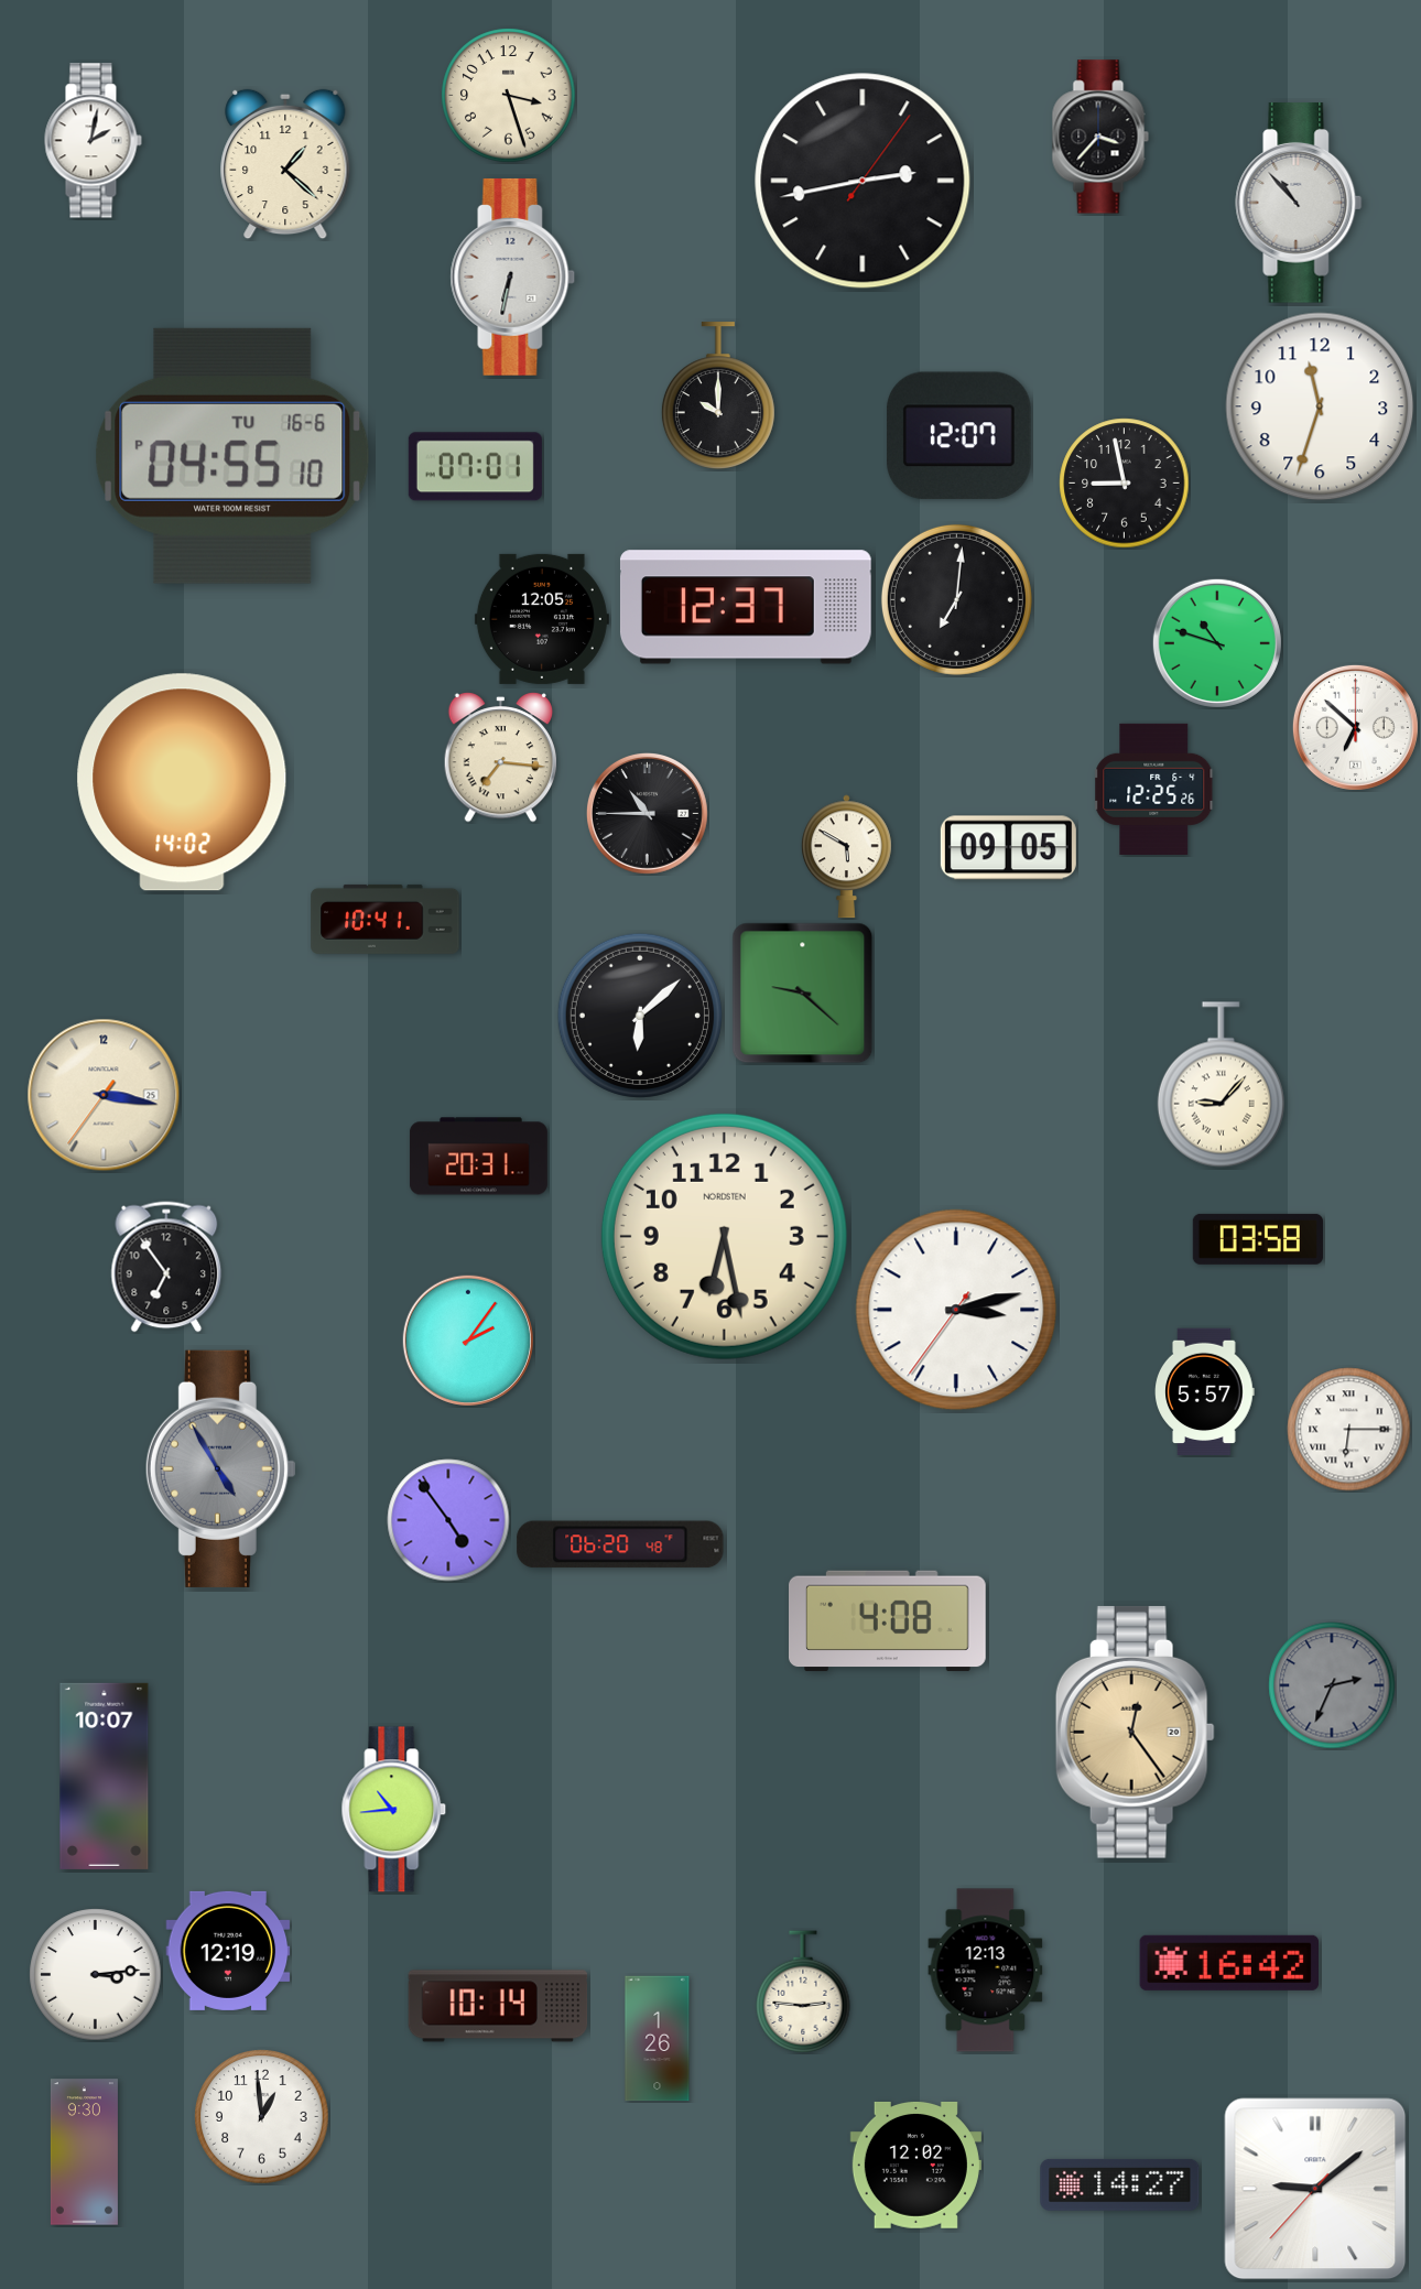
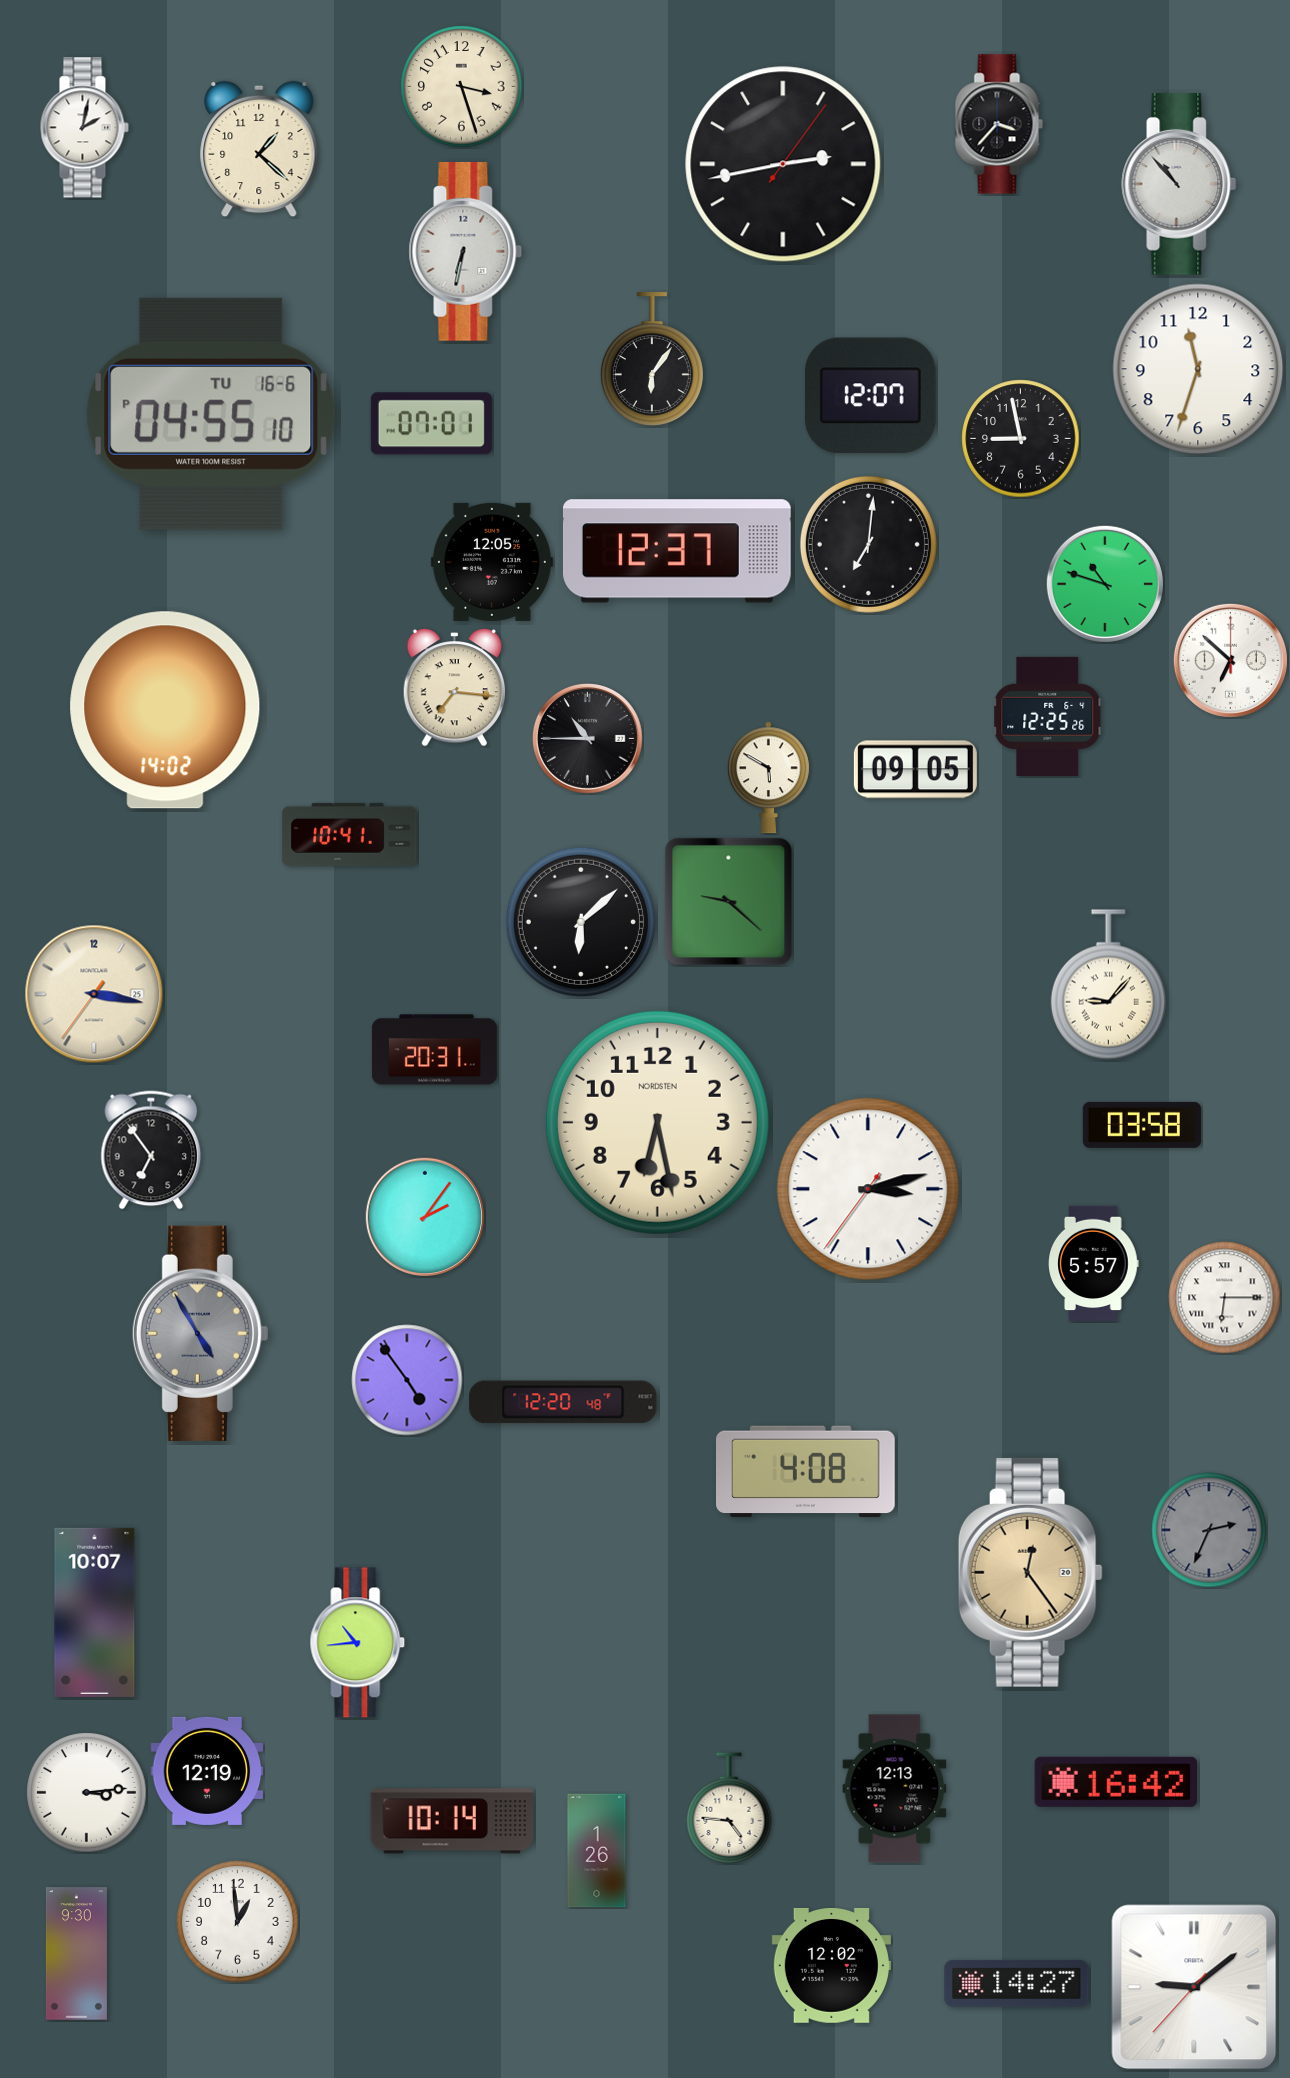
clock at (718, 395): 10:00 -> 6:06
clock at (620, 1544): 06:20 -> 12:20
clock at (803, 1992): 2:46 -> 4:46
